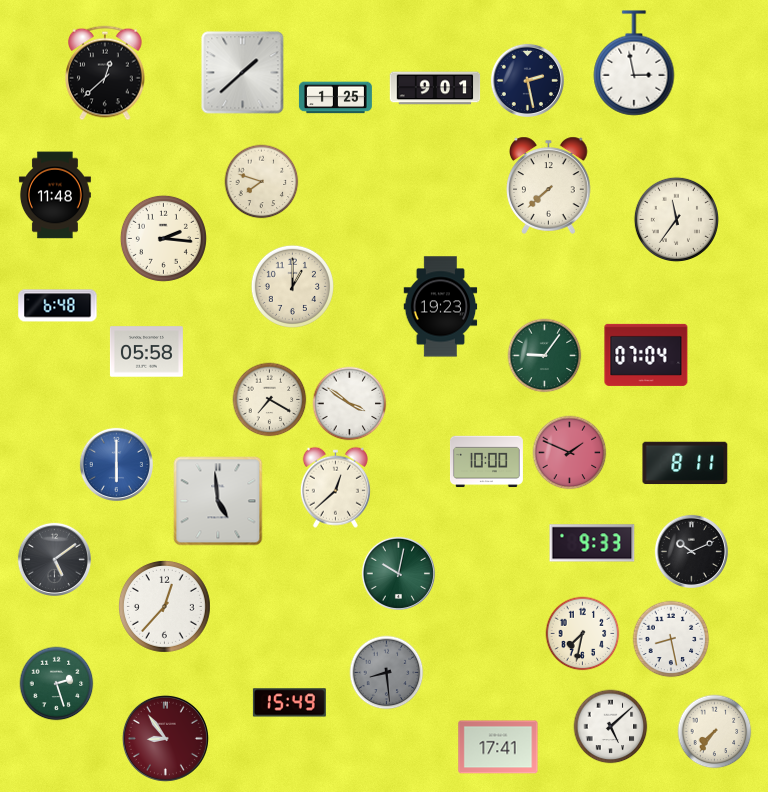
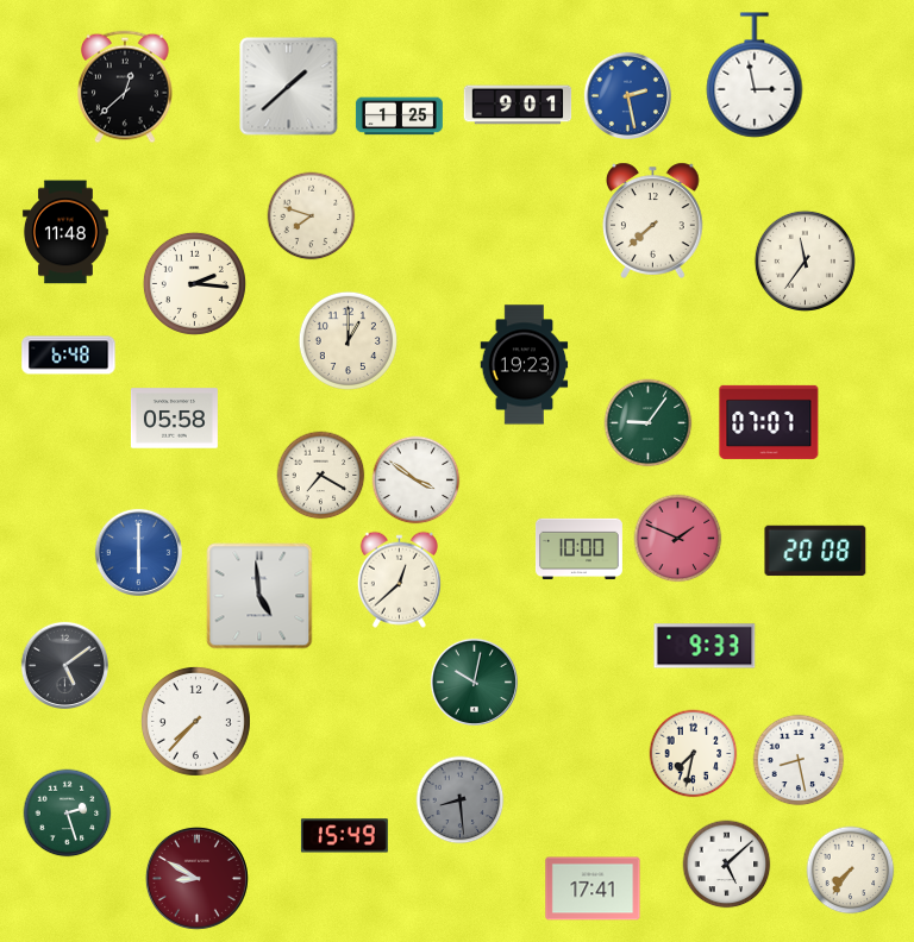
clock at (527, 80) dial: navy -> blue
clock at (58, 306) position: (58, 306) -> (69, 356)
clock at (646, 355): 07:04 -> 07:07
clock at (685, 463): 8:11 -> 20:08
clock at (691, 551): 10:11 -> none
clock at (164, 606): 12:37 -> 7:37
clock at (165, 738): 8:54 -> 8:50
